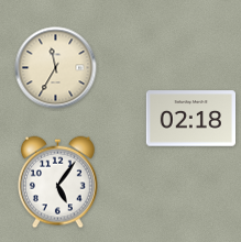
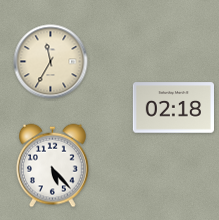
clock at (58, 183): 5:06 -> 5:23
